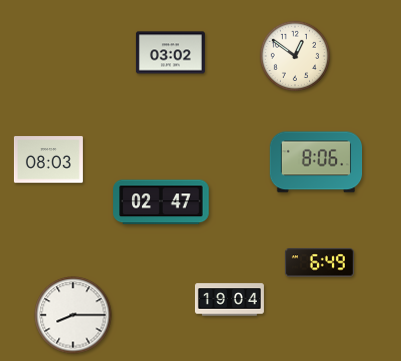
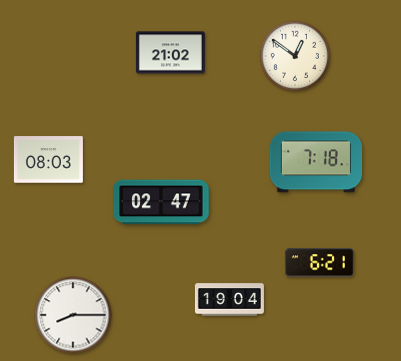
clock at (170, 53): 03:02 -> 21:02
clock at (316, 162): 8:06 -> 7:18
clock at (319, 263): 6:49 -> 6:21
